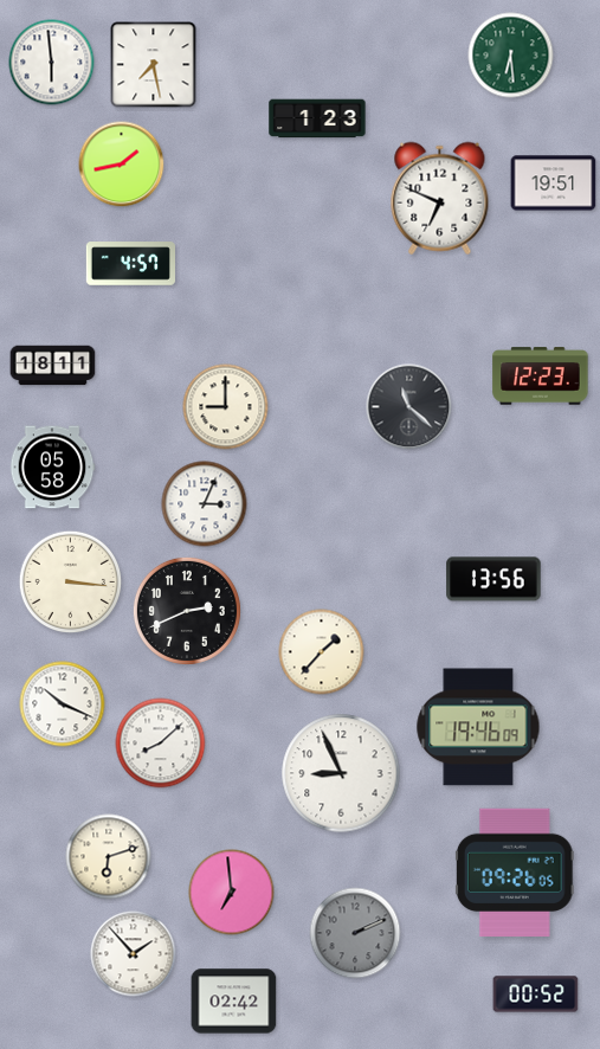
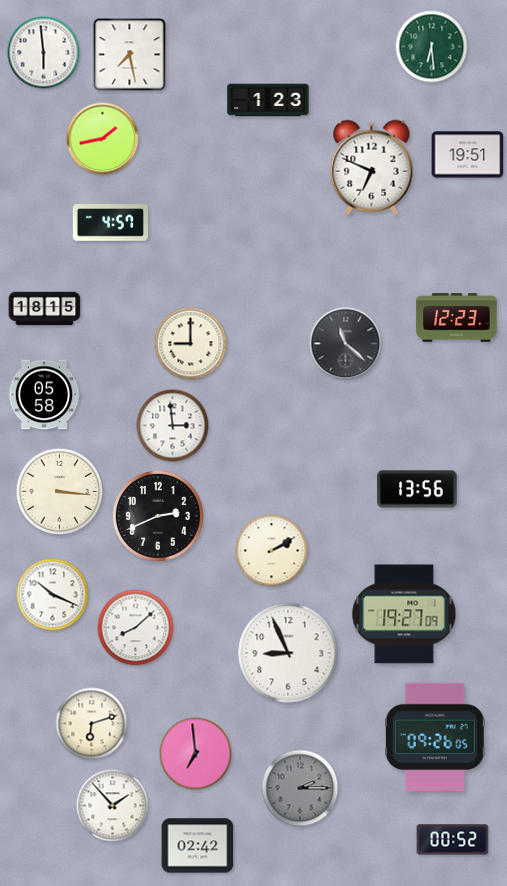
clock at (53, 366): 18:11 -> 18:15
clock at (205, 504): 3:04 -> 2:59
clock at (322, 652): 1:37 -> 2:10
clock at (478, 727): 19:46 -> 19:27
clock at (355, 933): 2:11 -> 2:15
